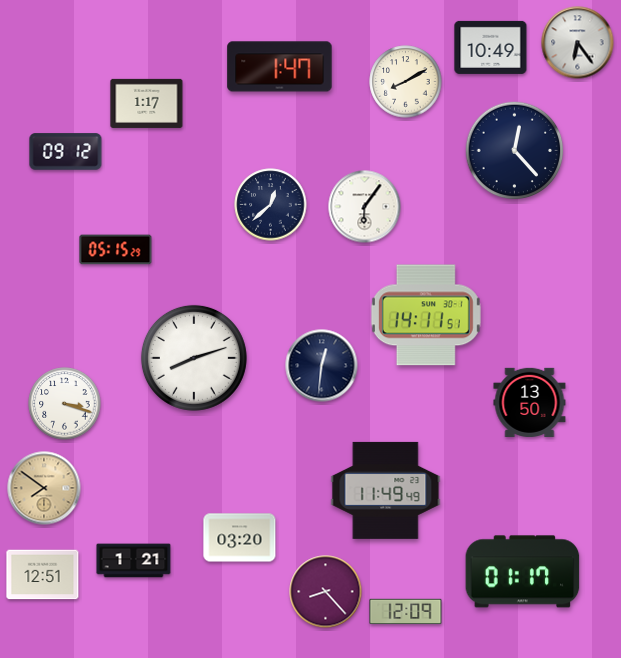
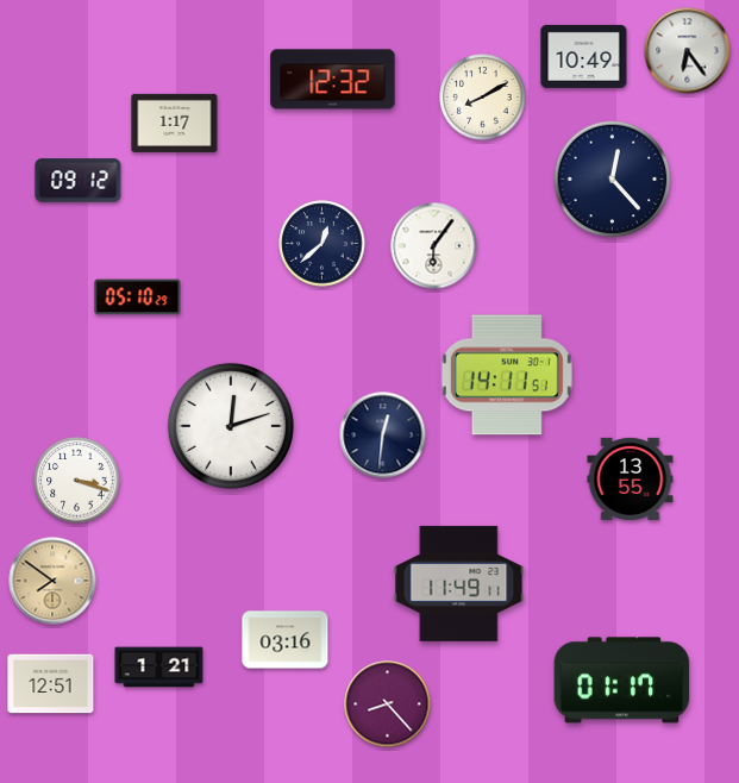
clock at (280, 67): 1:47 -> 12:32
clock at (116, 250): 05:15 -> 05:10
clock at (194, 358): 8:12 -> 12:12
clock at (530, 402): 13:50 -> 13:55
clock at (386, 490): 11:49:49 -> 11:49:11
clock at (240, 538): 03:20 -> 03:16
clock at (406, 612): 12:09 -> none
